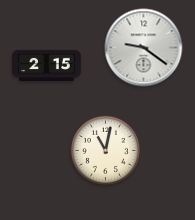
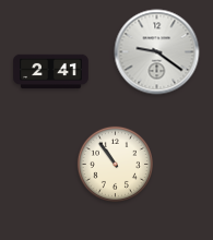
clock at (47, 66): 2:15 -> 2:41
clock at (105, 150): 11:02 -> 10:54
